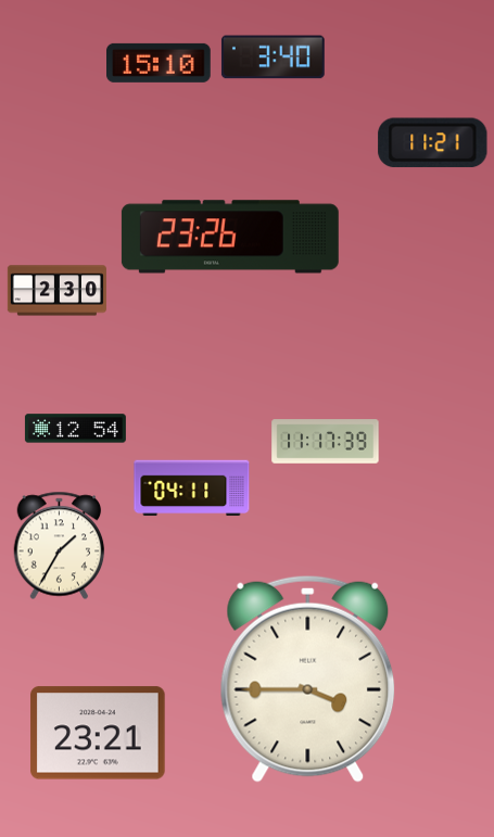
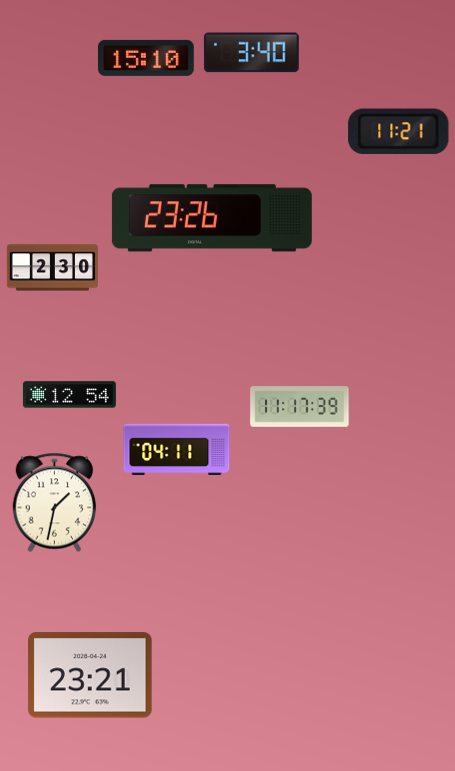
clock at (60, 546): 1:35 -> 1:32
clock at (308, 679): 3:45 -> none
